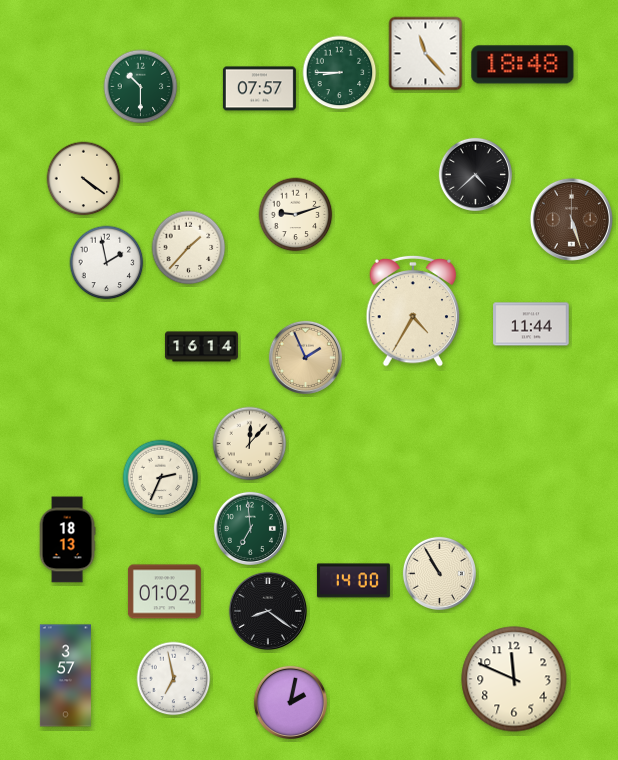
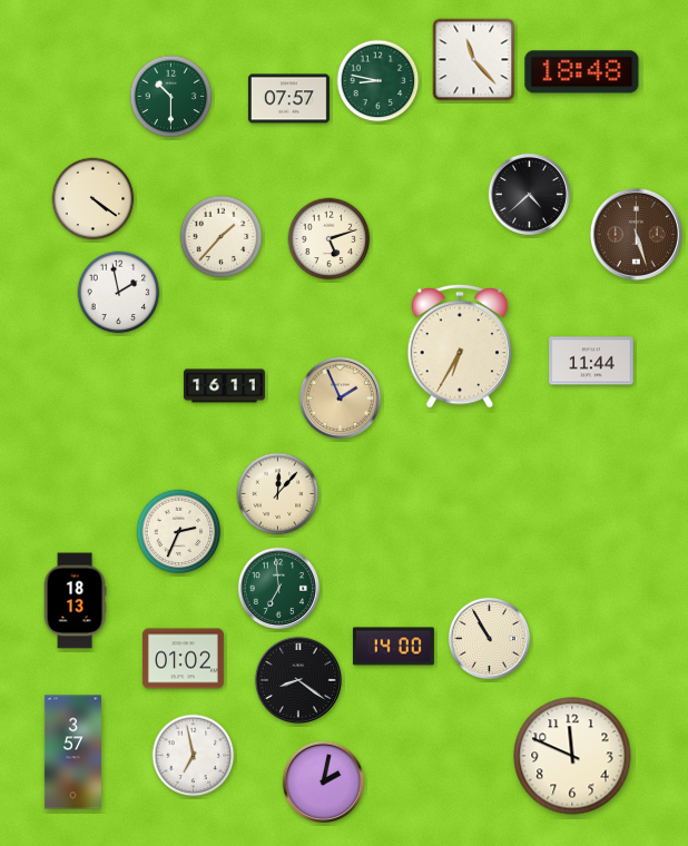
clock at (340, 73): 8:45 -> 8:47
clock at (141, 87) position: (141, 87) -> (171, 97)
clock at (296, 215): 9:12 -> 5:12
clock at (571, 219) position: (571, 219) -> (636, 234)
clock at (189, 248) position: (189, 248) -> (222, 237)
clock at (413, 311): 4:35 -> 6:35
clock at (201, 347): 16:14 -> 16:11
